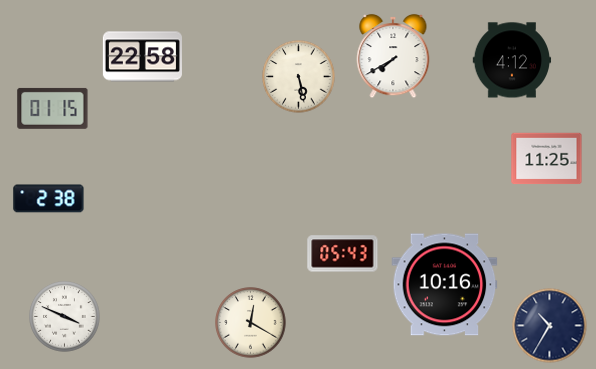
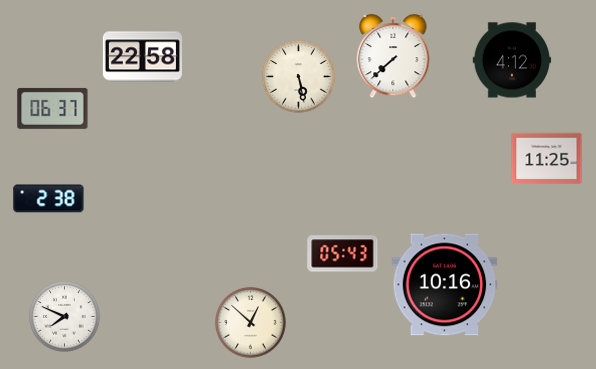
clock at (393, 56): 7:40 -> 7:38
clock at (53, 108): 01:15 -> 06:37
clock at (65, 317): 3:49 -> 7:49
clock at (251, 323): 12:20 -> 12:52
clock at (550, 326): 10:35 -> none
